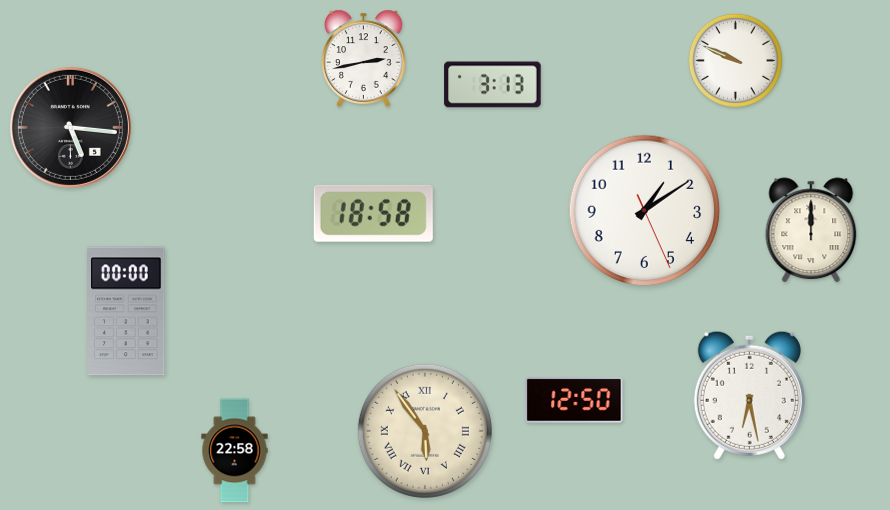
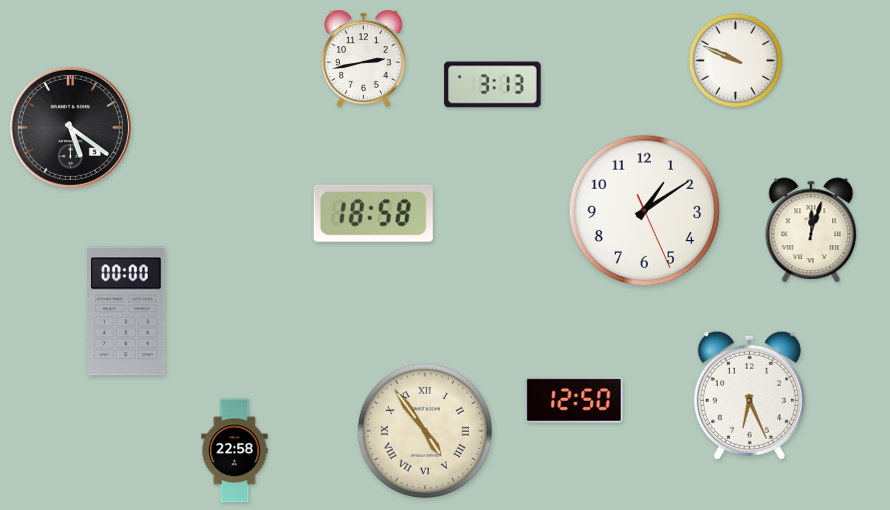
clock at (70, 127): 5:16 -> 5:21
clock at (811, 230): 12:00 -> 12:03
clock at (749, 395): 6:28 -> 6:26
clock at (425, 431): 5:54 -> 4:54
